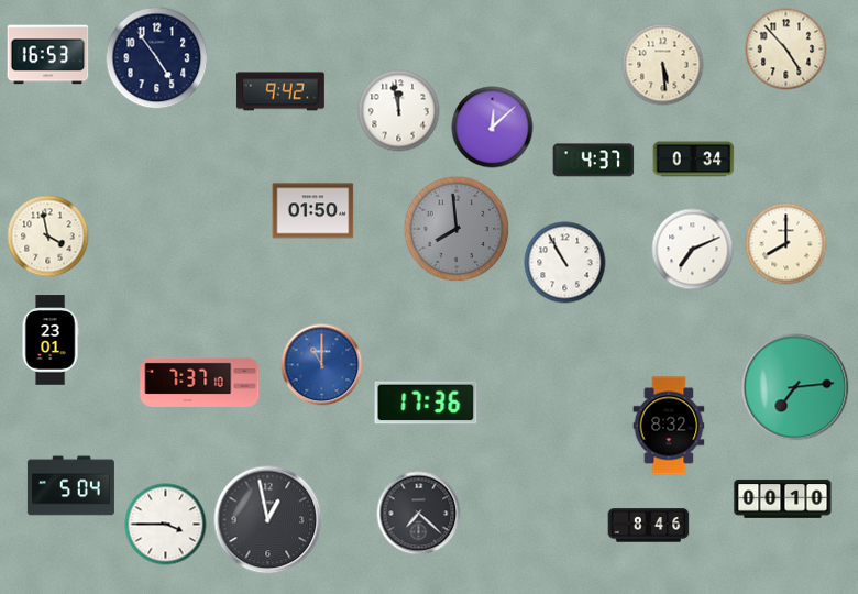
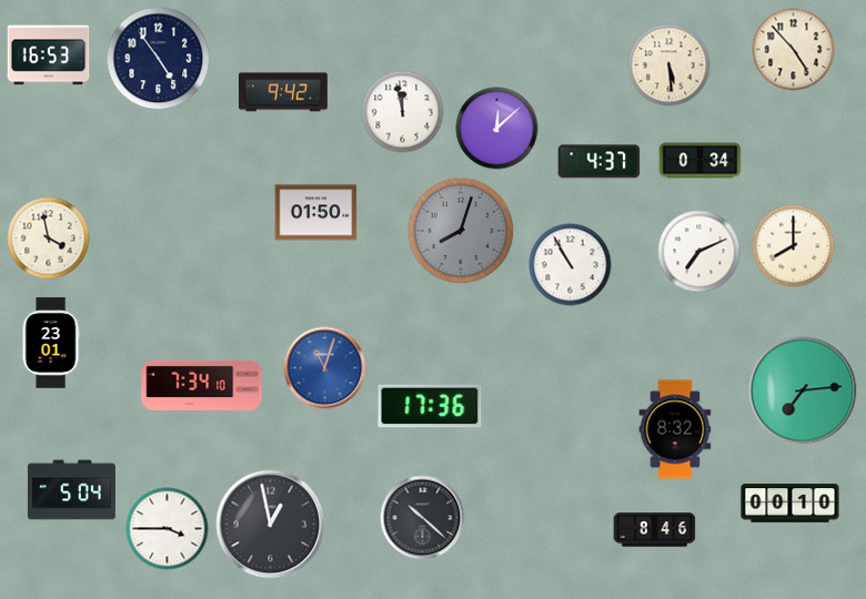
clock at (457, 229): 7:59 -> 8:03
clock at (322, 365): 11:00 -> 11:03
clock at (200, 382): 7:37 -> 7:34
clock at (419, 514): 7:22 -> 10:22
